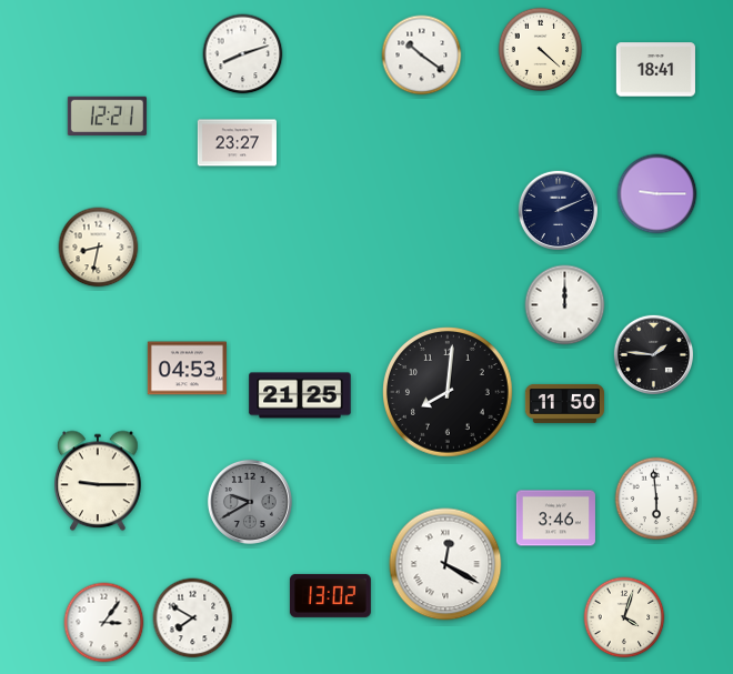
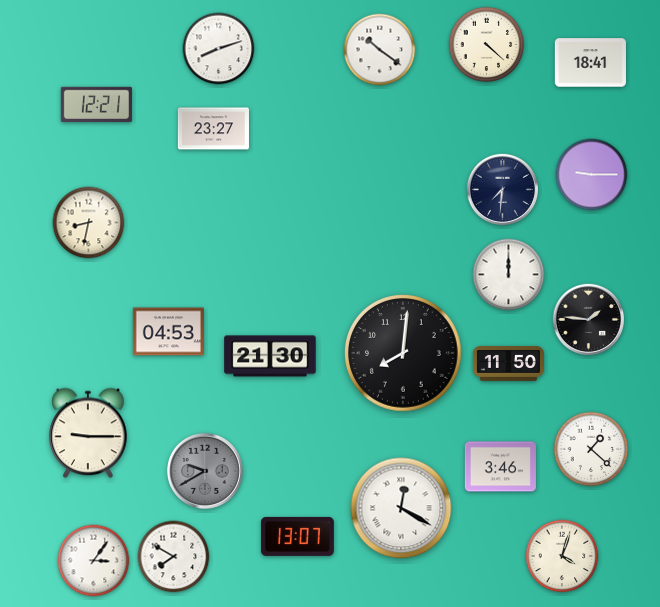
clock at (558, 210): 2:11 -> 7:31
clock at (300, 395): 21:25 -> 21:30
clock at (656, 499): 5:59 -> 1:22
clock at (250, 502) position: (250, 502) -> (205, 471)
clock at (330, 595): 13:02 -> 13:07
